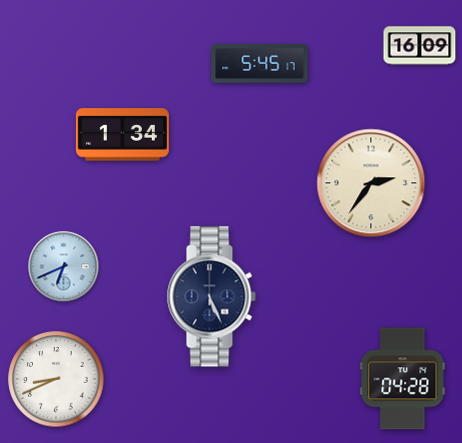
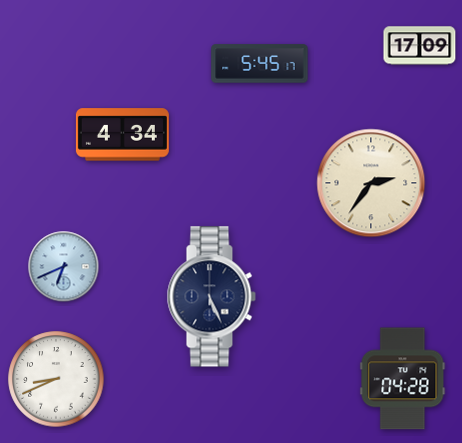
clock at (420, 46): 16:09 -> 17:09
clock at (122, 135): 1:34 -> 4:34
